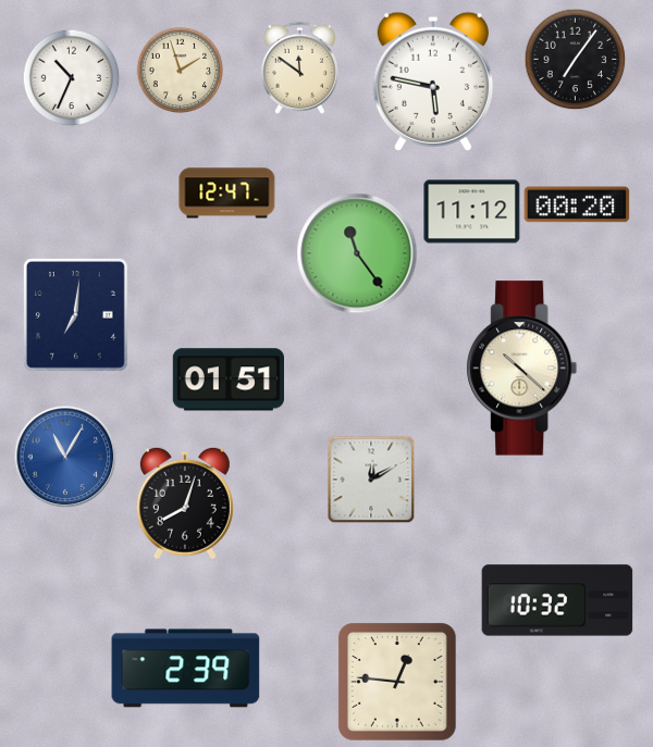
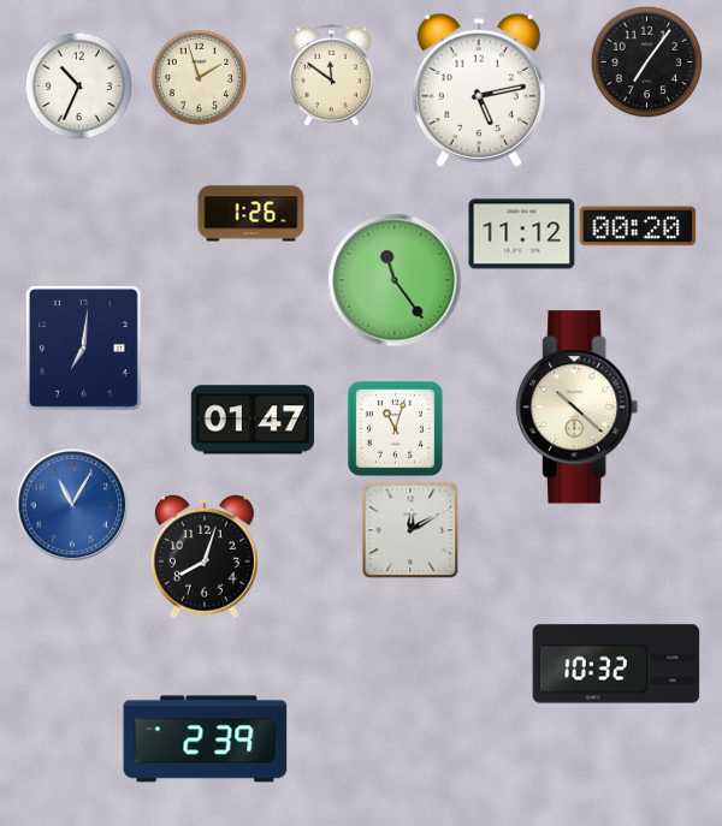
clock at (575, 59) position: (575, 59) -> (646, 61)
clock at (433, 82): 5:47 -> 5:13
clock at (227, 194): 12:47 -> 1:26
clock at (229, 379): 01:51 -> 01:47
clock at (395, 428): none -> 11:03
clock at (398, 683): 12:46 -> none
